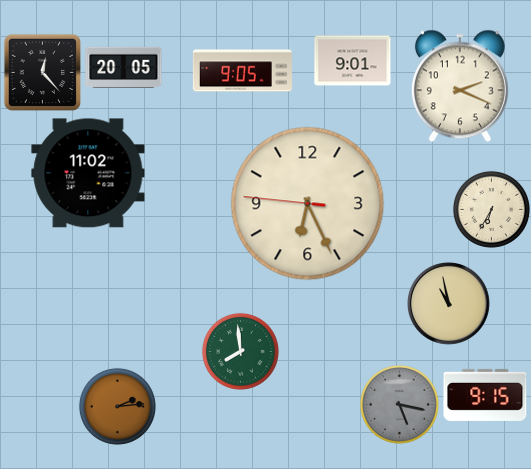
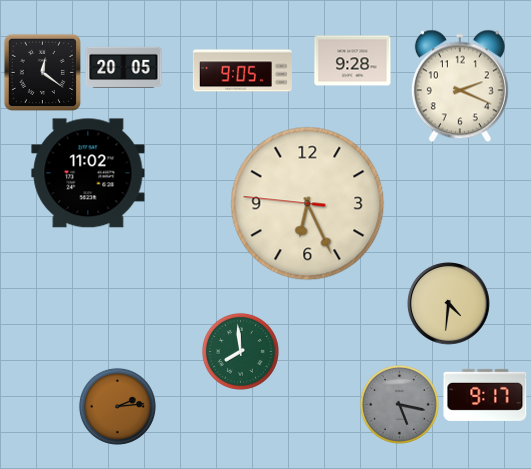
clock at (353, 61): 9:01 -> 9:28
clock at (42, 72): 12:23 -> 12:21
clock at (491, 209): 6:35 -> none
clock at (448, 303): 10:58 -> 4:31
clock at (485, 395): 9:15 -> 9:17
